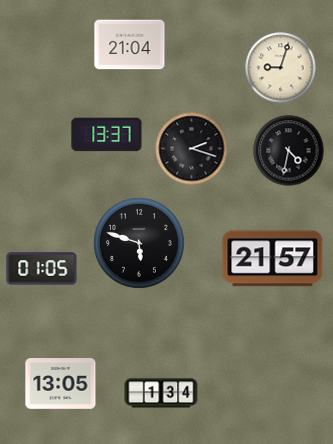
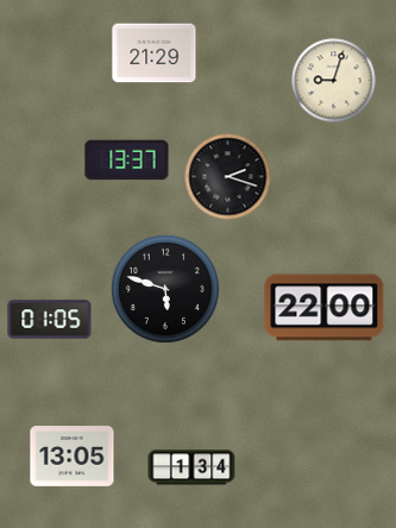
clock at (130, 45): 21:04 -> 21:29
clock at (289, 151): 4:32 -> none
clock at (273, 259): 21:57 -> 22:00
